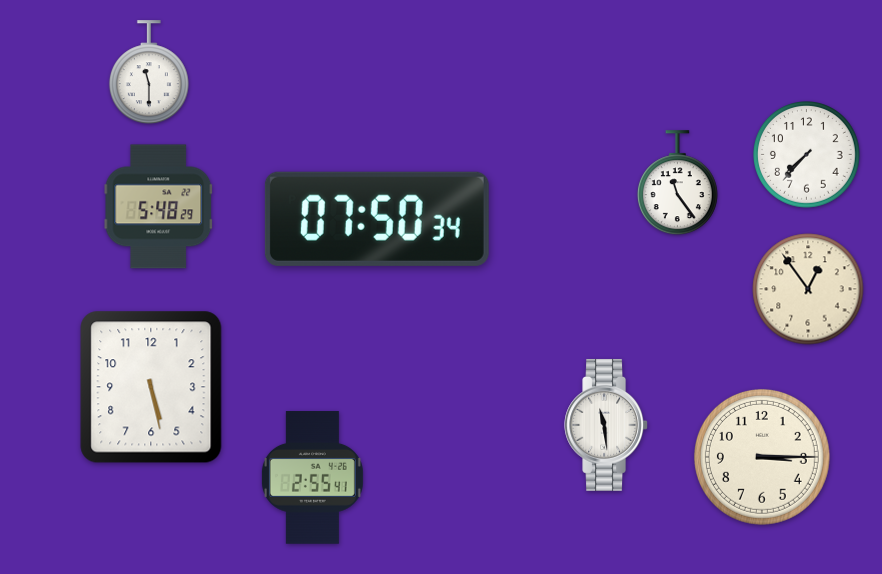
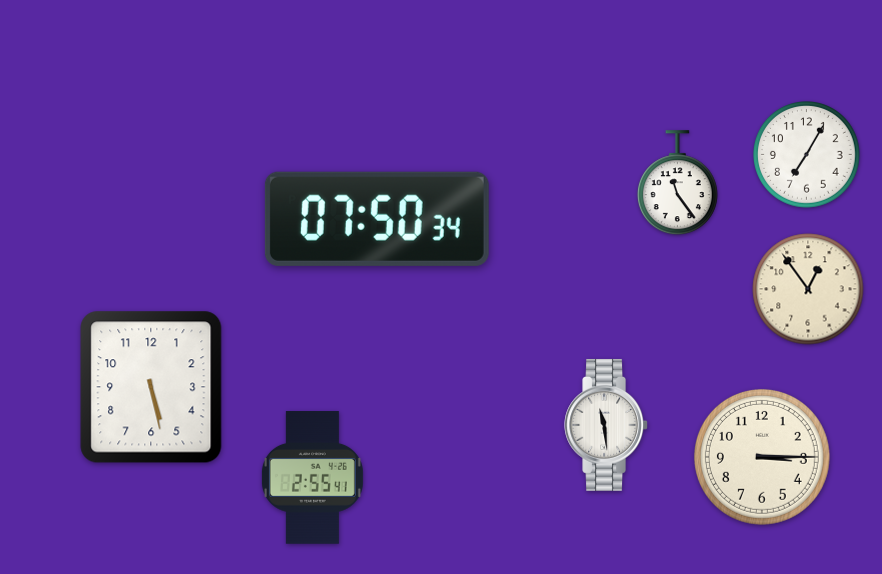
clock at (149, 73): 11:30 -> none
clock at (807, 155): 7:37 -> 7:05
clock at (159, 207): 5:48 -> none
